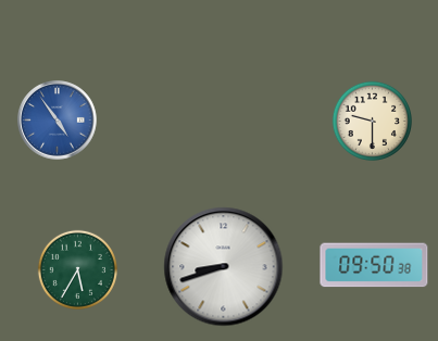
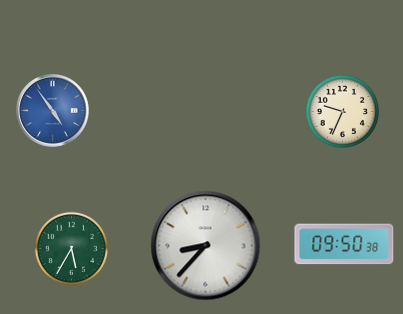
clock at (372, 121): 9:30 -> 9:34
clock at (224, 267): 8:42 -> 8:37
